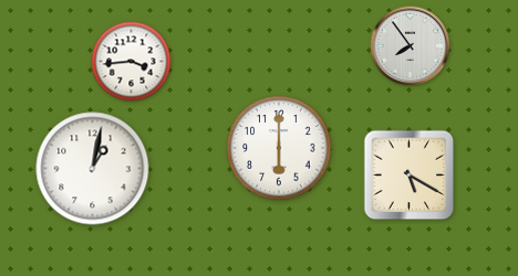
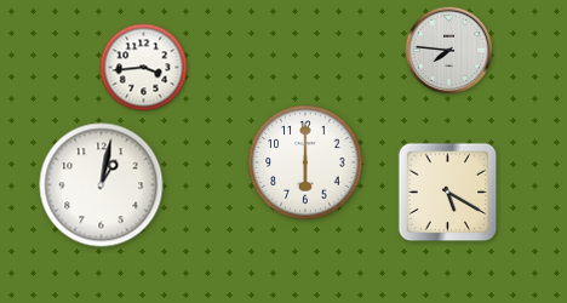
clock at (411, 46): 7:54 -> 7:46
